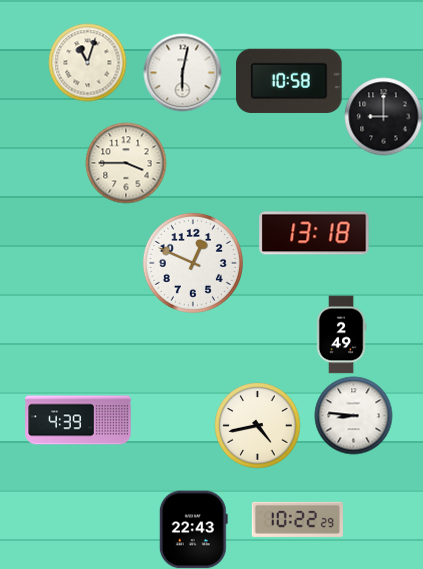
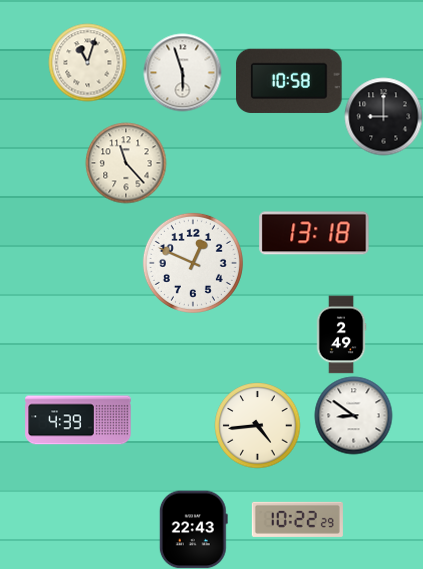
clock at (182, 72): 6:02 -> 5:57
clock at (126, 163): 3:45 -> 11:23
clock at (353, 415): 8:46 -> 8:51
clock at (257, 425): 4:43 -> 4:44
